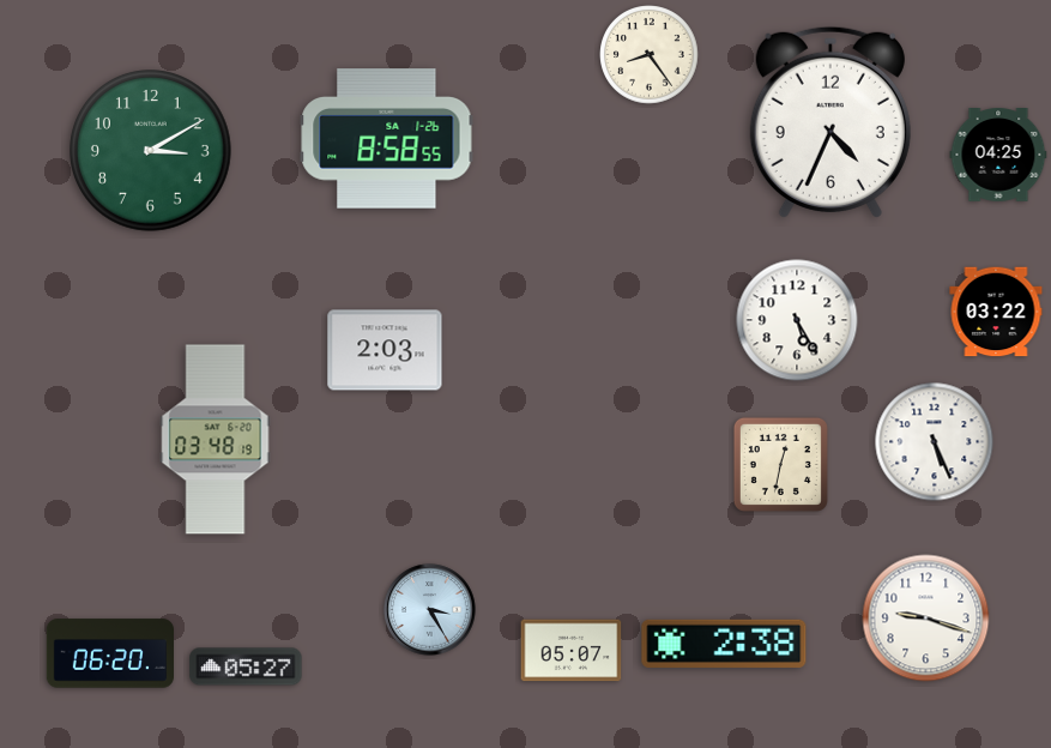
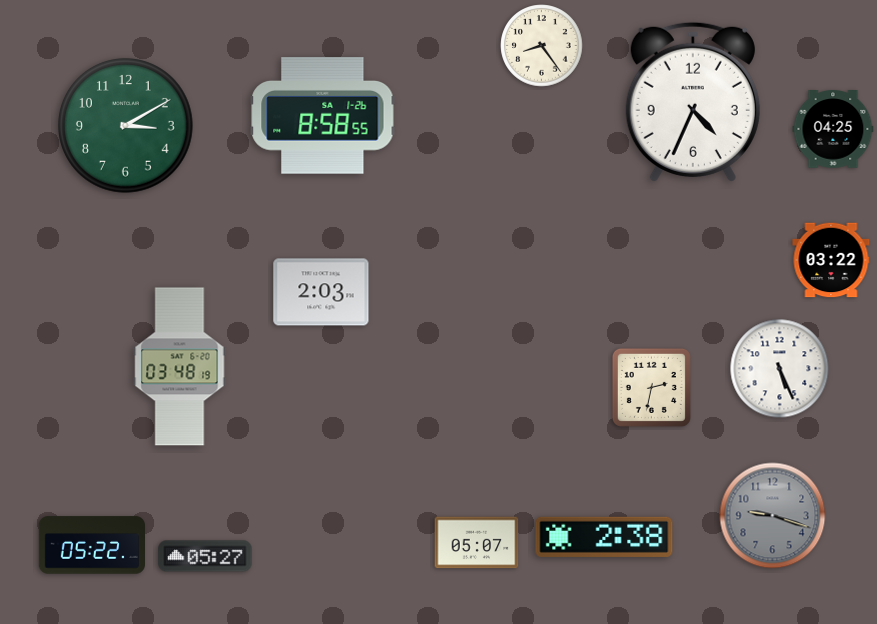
clock at (797, 320): 5:25 -> none
clock at (780, 464): 12:32 -> 2:32
clock at (430, 610): 3:25 -> none
clock at (926, 619) dial: white -> grey
clock at (109, 653): 06:20 -> 05:22
